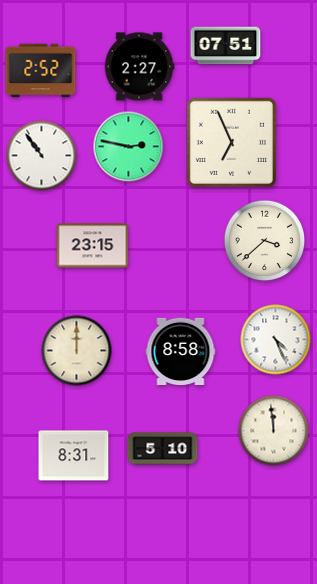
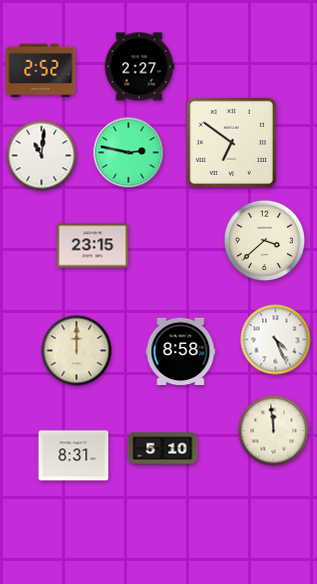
clock at (226, 46): 07:51 -> none
clock at (231, 142): 6:56 -> 6:51
clock at (129, 147) position: (129, 147) -> (129, 153)
clock at (42, 156): 10:54 -> 11:01
